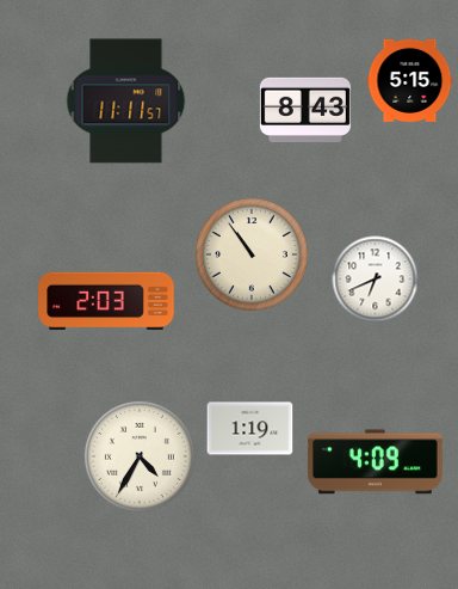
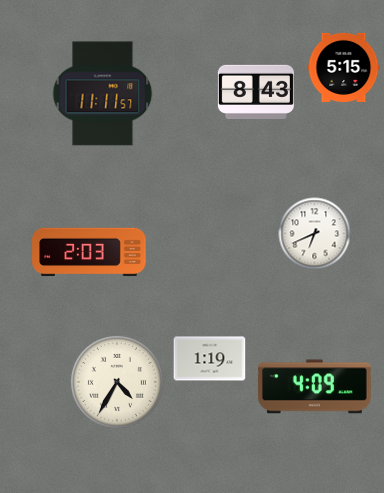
clock at (126, 102) position: (126, 102) -> (103, 94)
clock at (252, 254): 10:54 -> none
